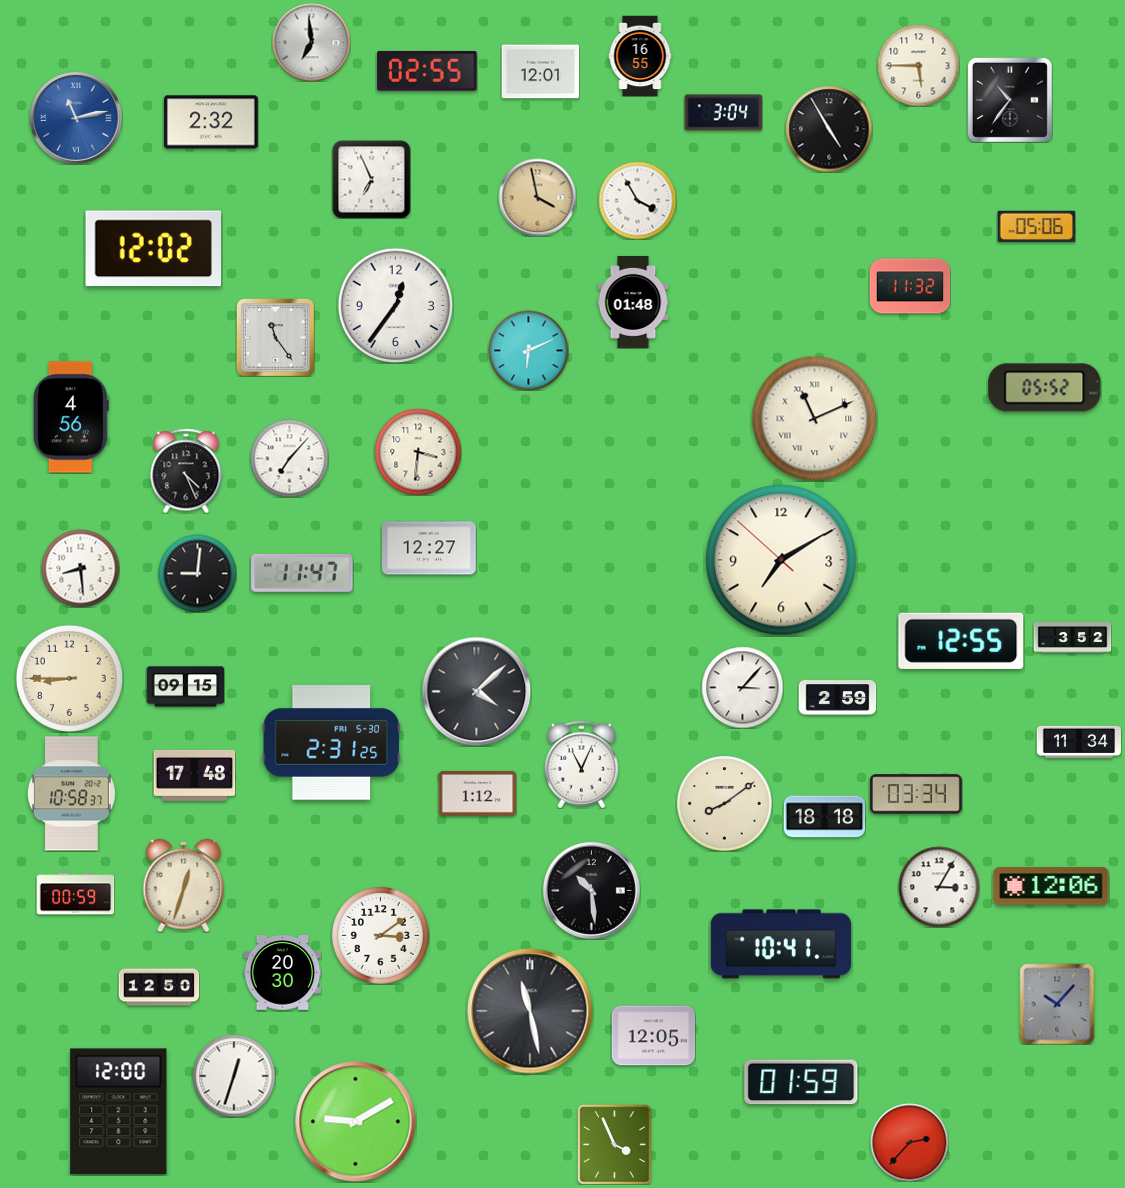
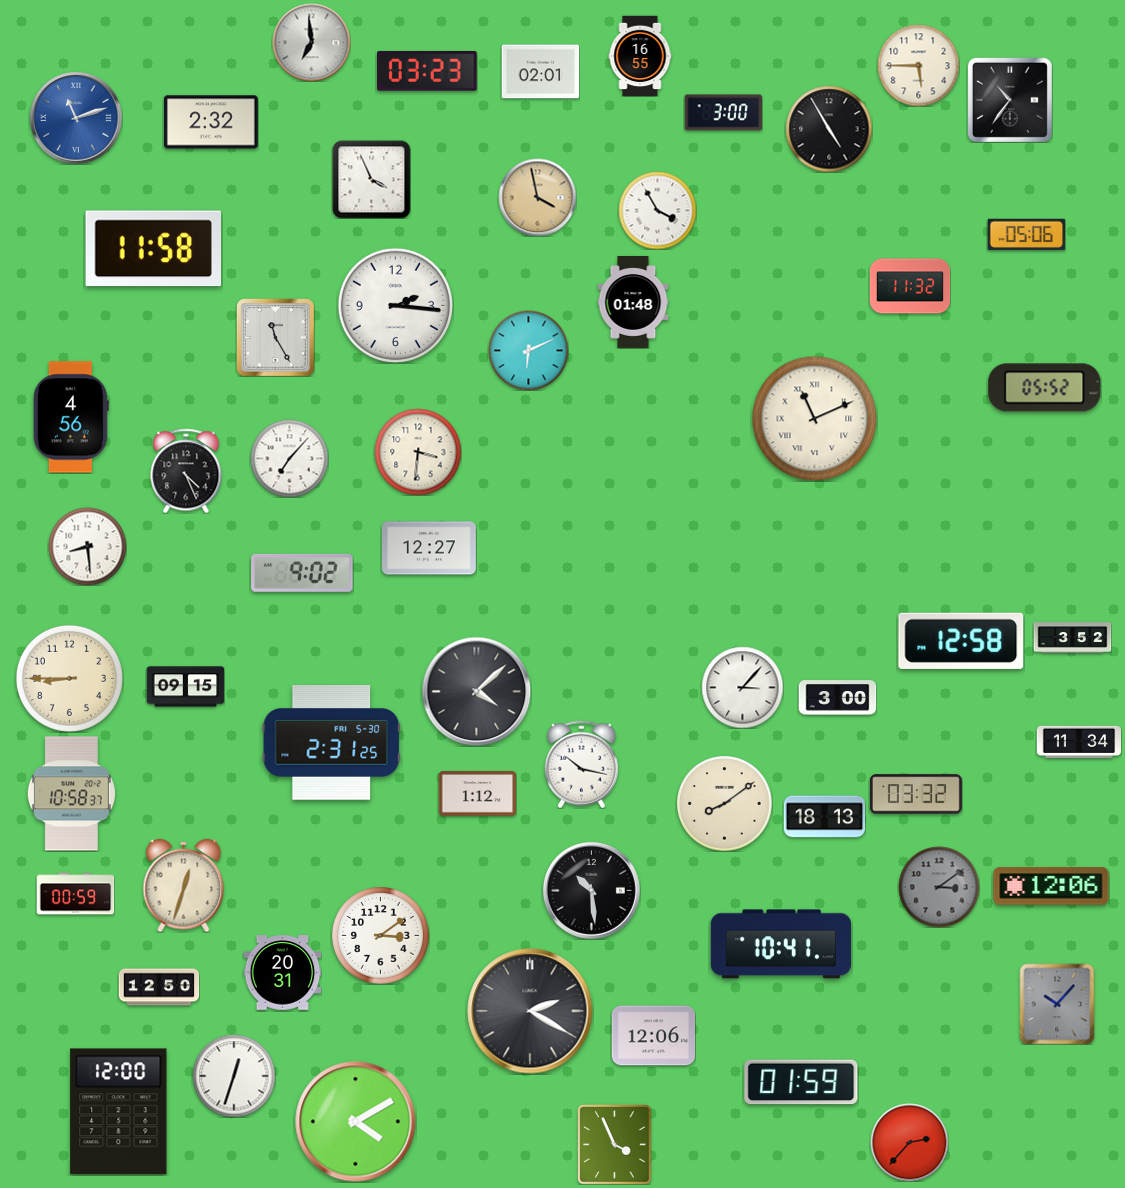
clock at (428, 71): 02:55 -> 03:23
clock at (540, 72): 12:01 -> 02:01
clock at (723, 113): 3:04 -> 3:00
clock at (76, 118): 11:13 -> 11:12
clock at (371, 179): 6:56 -> 3:56
clock at (637, 200) position: (637, 200) -> (657, 210)
clock at (1036, 226) position: (1036, 226) -> (1026, 234)
clock at (153, 249): 12:02 -> 11:58
clock at (395, 305): 12:36 -> 2:16
clock at (275, 337): 11:24 -> 11:25
clock at (781, 560): 7:09 -> none
clock at (80, 568) position: (80, 568) -> (87, 546)
clock at (197, 573): 9:01 -> none
clock at (302, 573): 11:47 -> 9:02
clock at (961, 641): 12:55 -> 12:58
clock at (837, 698): 2:59 -> 3:00
clock at (581, 764): 11:04 -> 10:17
clock at (194, 775): 17:48 -> none
clock at (916, 794): 03:34 -> 03:32
clock at (824, 817): 18:18 -> 18:13
clock at (939, 887): 3:05 -> 3:09
clock at (939, 887) dial: white -> grey
clock at (282, 973): 20:30 -> 20:31
clock at (530, 1011): 11:28 -> 2:20
clock at (653, 1036): 12:05 -> 12:06
clock at (356, 1122): 9:10 -> 4:10
